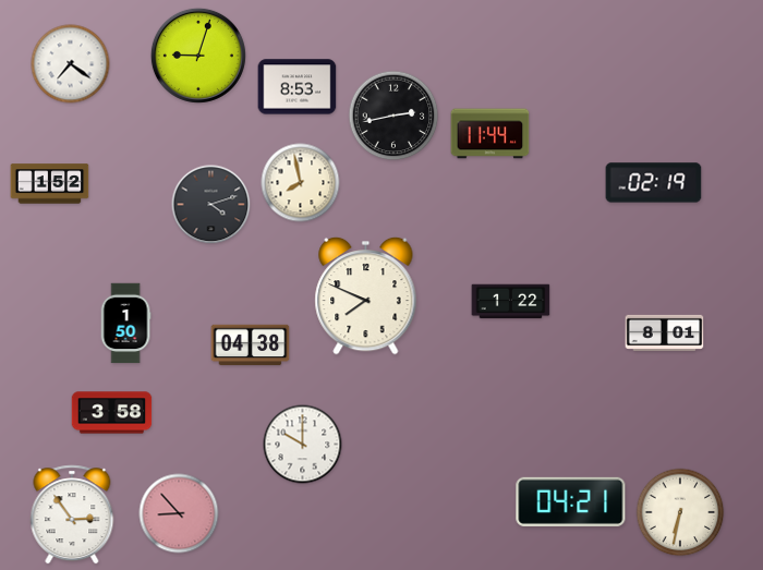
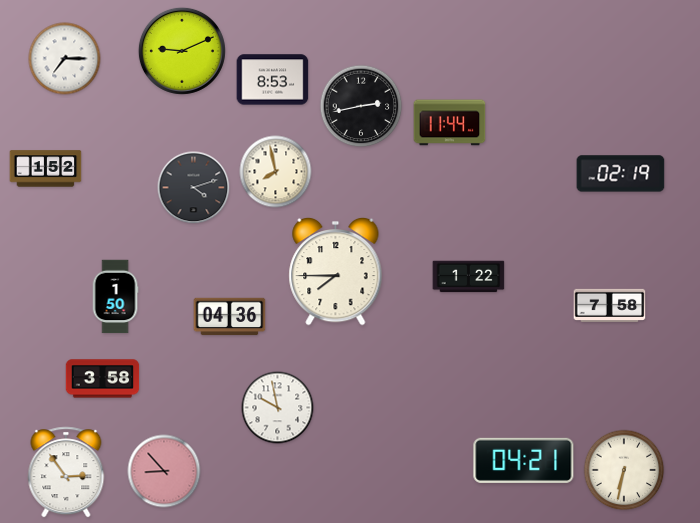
clock at (198, 56): 9:03 -> 9:11
clock at (71, 64): 7:21 -> 7:15
clock at (301, 183) position: (301, 183) -> (276, 172)
clock at (654, 183) position: (654, 183) -> (621, 174)
clock at (366, 295): 7:49 -> 7:45
clock at (665, 332): 8:01 -> 7:58
clock at (251, 345): 04:38 -> 04:36
clock at (303, 445): 10:00 -> 9:58
